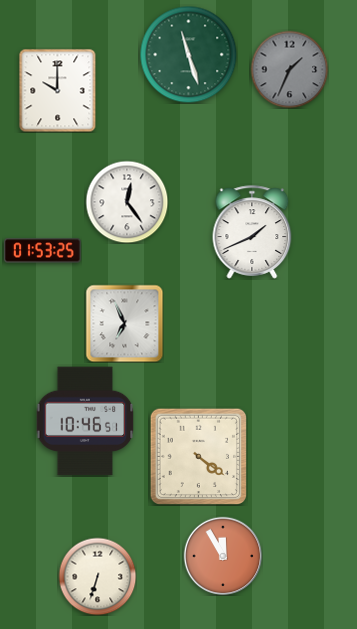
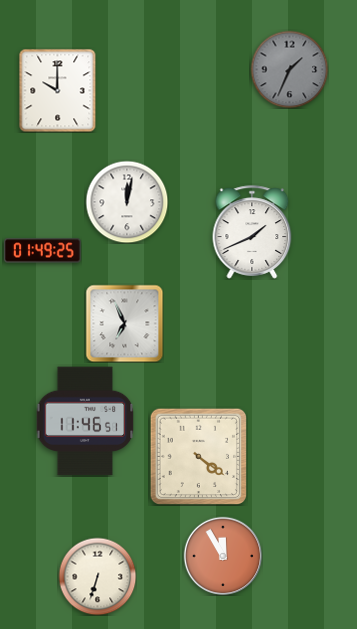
clock at (188, 54): 11:27 -> none
clock at (127, 202): 12:24 -> 12:02
clock at (43, 251): 01:53 -> 01:49
clock at (85, 421): 10:46 -> 11:46
